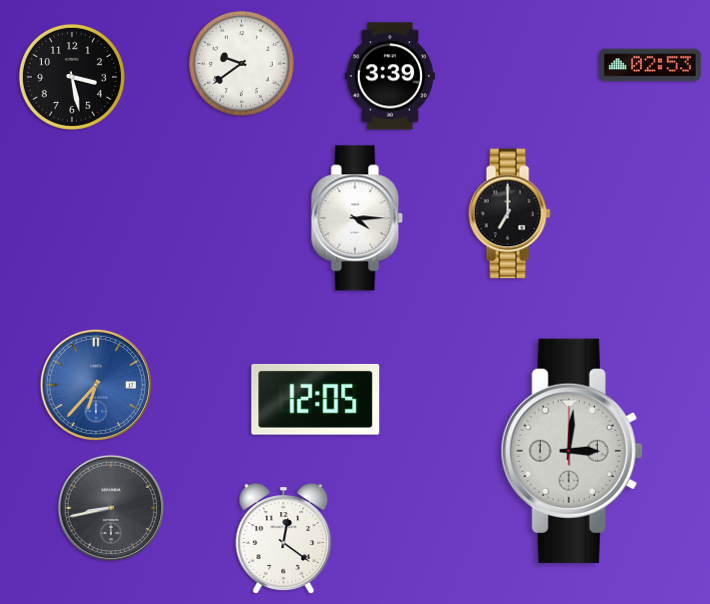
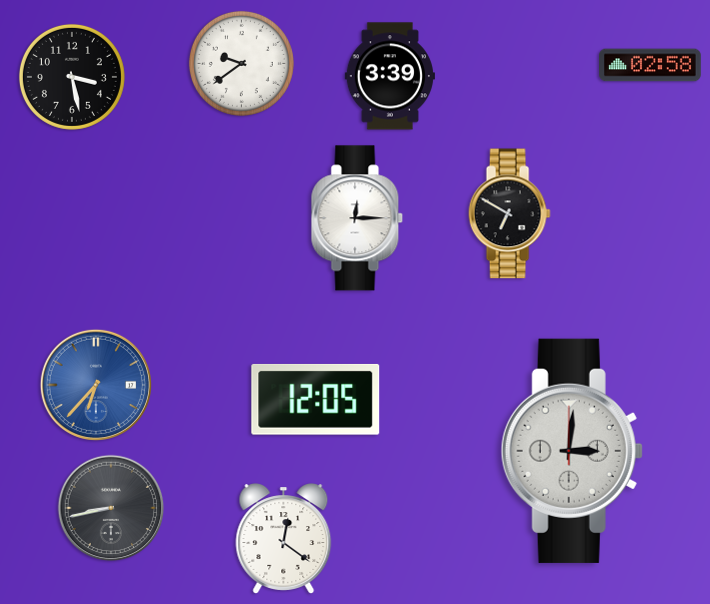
clock at (651, 65): 02:53 -> 02:58
clock at (509, 214): 7:00 -> 6:50
clock at (357, 218): 4:15 -> 12:15
